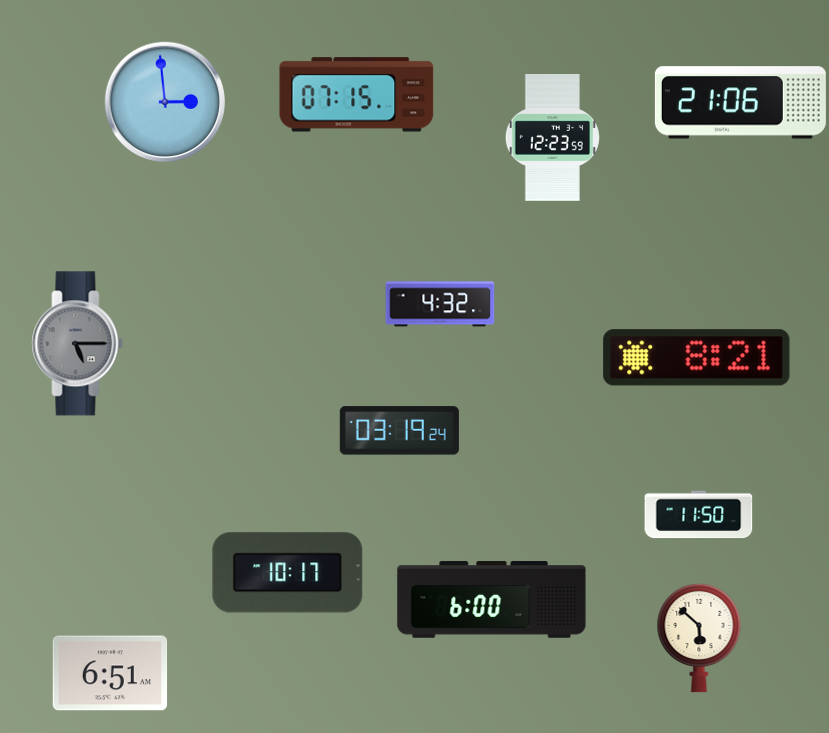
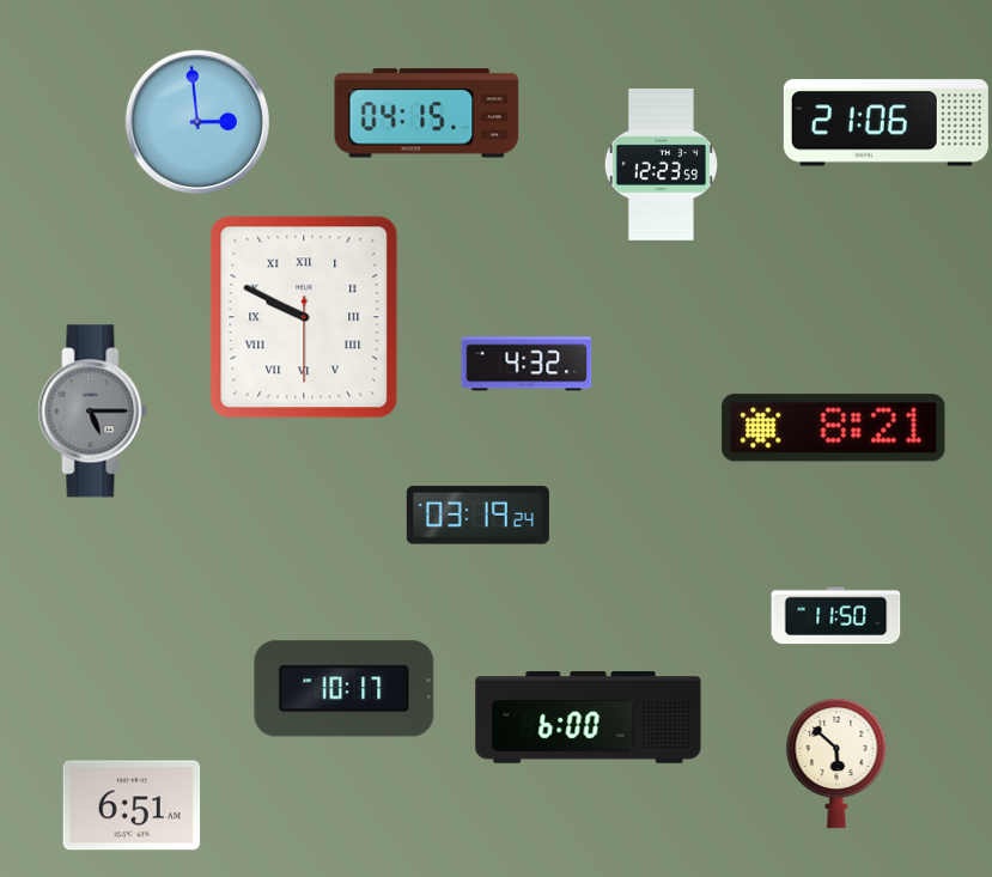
clock at (357, 95): 07:15 -> 04:15
clock at (304, 317): none -> 9:49
clock at (288, 573) position: (288, 573) -> (345, 689)
